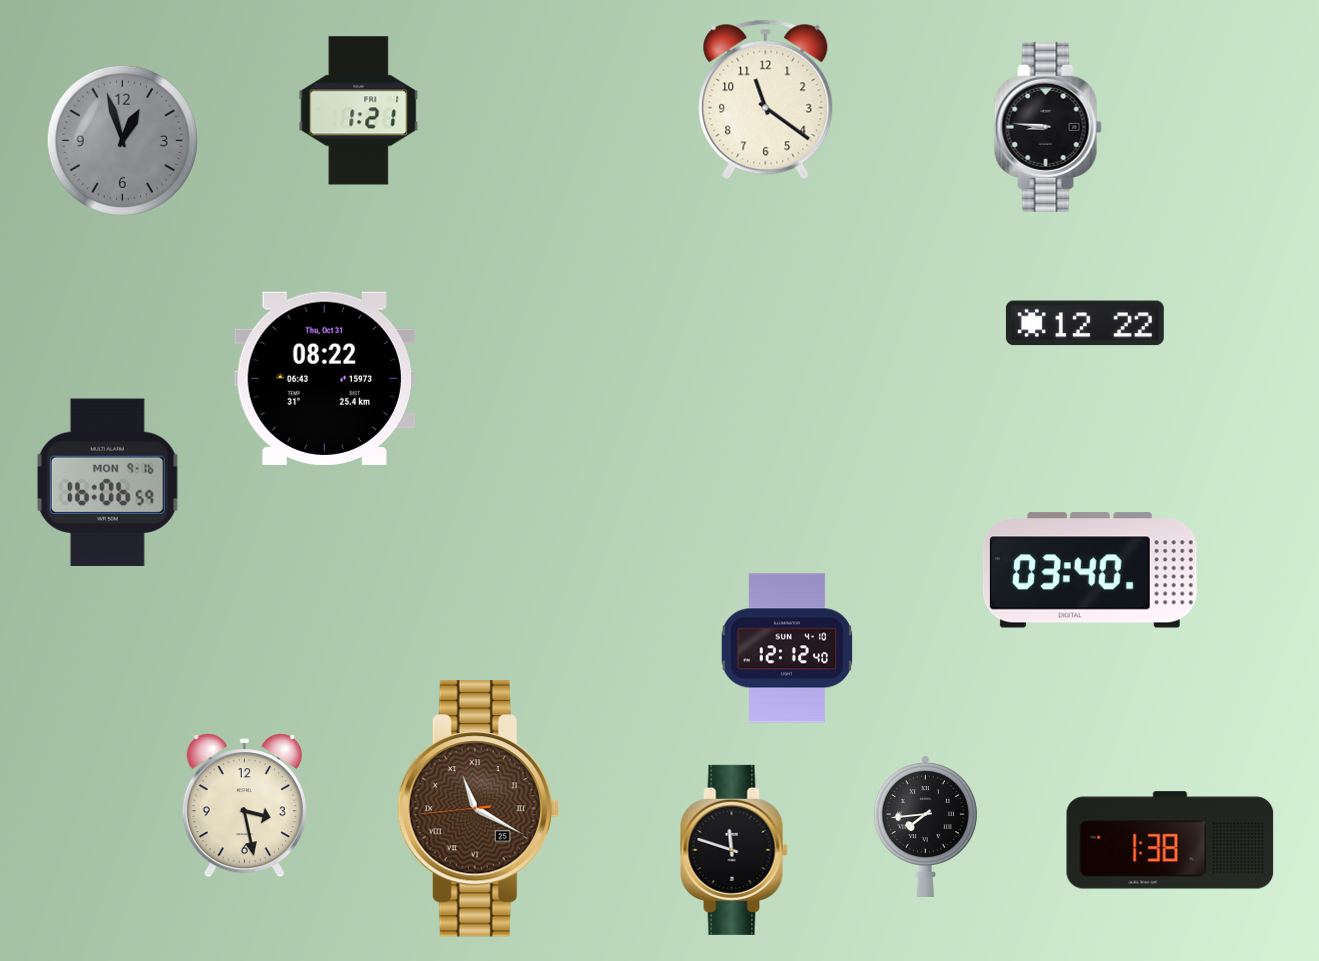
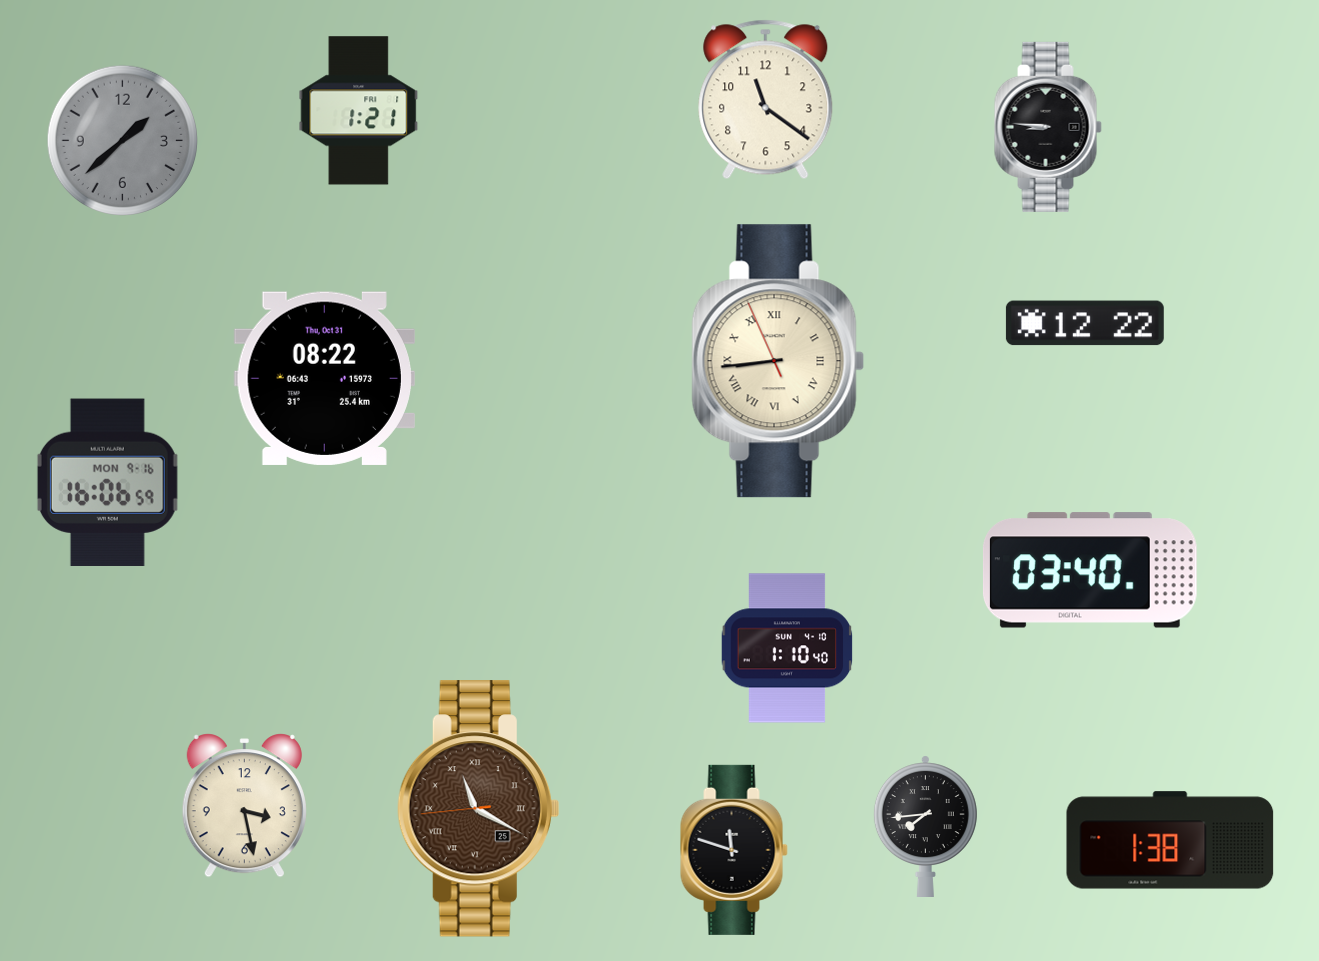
clock at (122, 140): 12:57 -> 1:38
clock at (778, 361): none -> 8:43
clock at (787, 648): 12:12 -> 1:10
